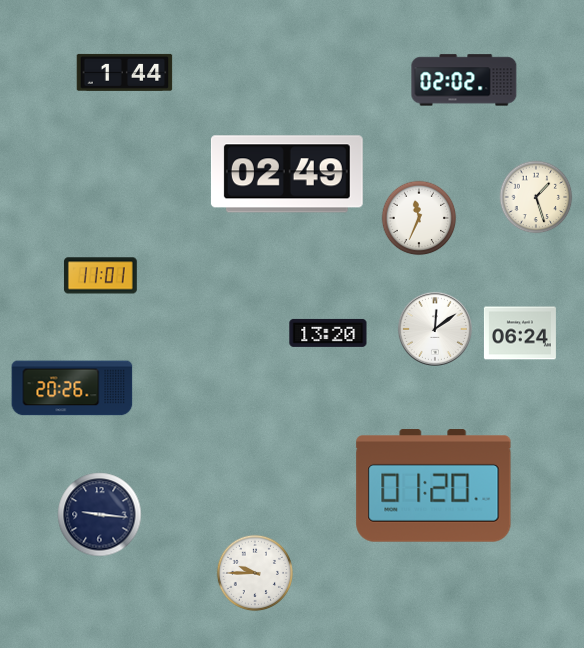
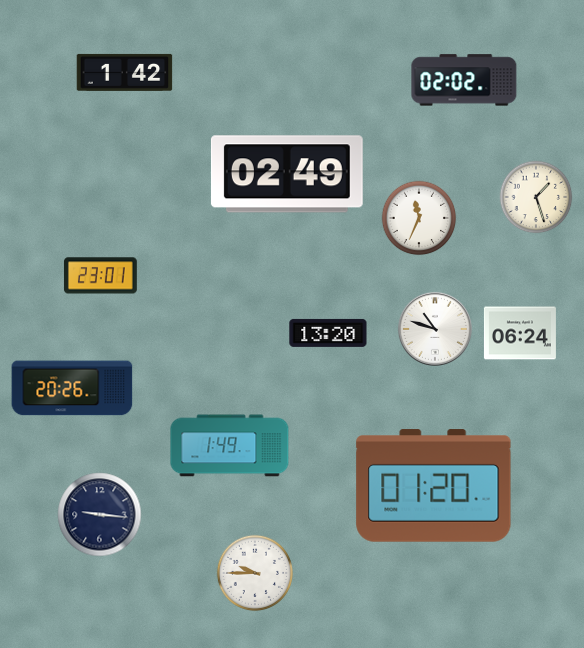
clock at (125, 72): 1:44 -> 1:42
clock at (100, 276): 11:01 -> 23:01
clock at (435, 329): 12:09 -> 10:48
clock at (230, 446): none -> 1:49
